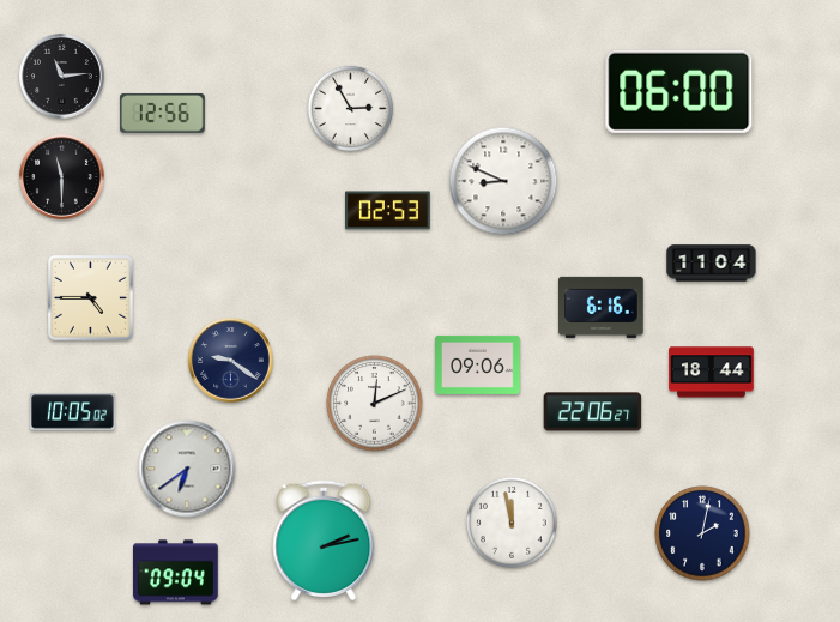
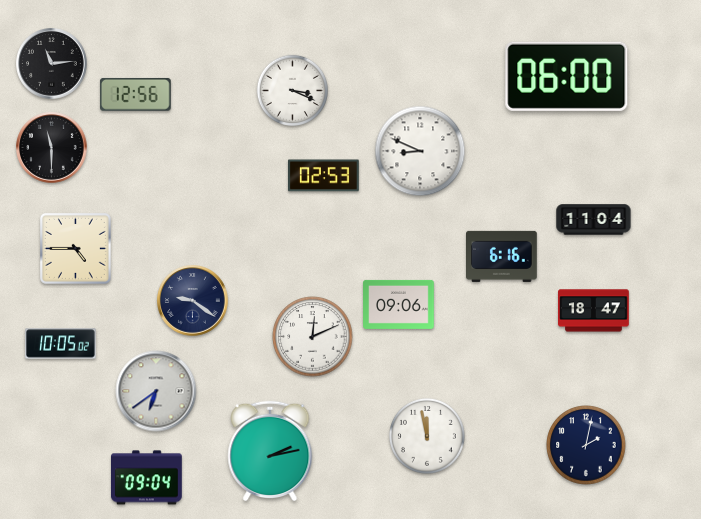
clock at (350, 108): 2:55 -> 3:19
clock at (712, 373): 18:44 -> 18:47
clock at (593, 412): 22:06 -> none
